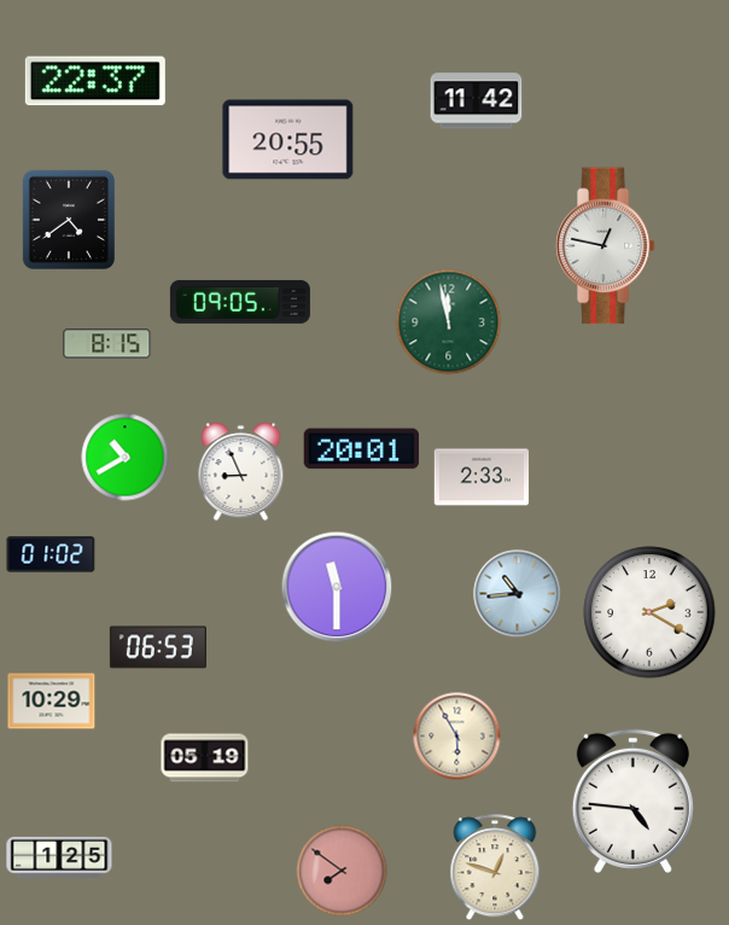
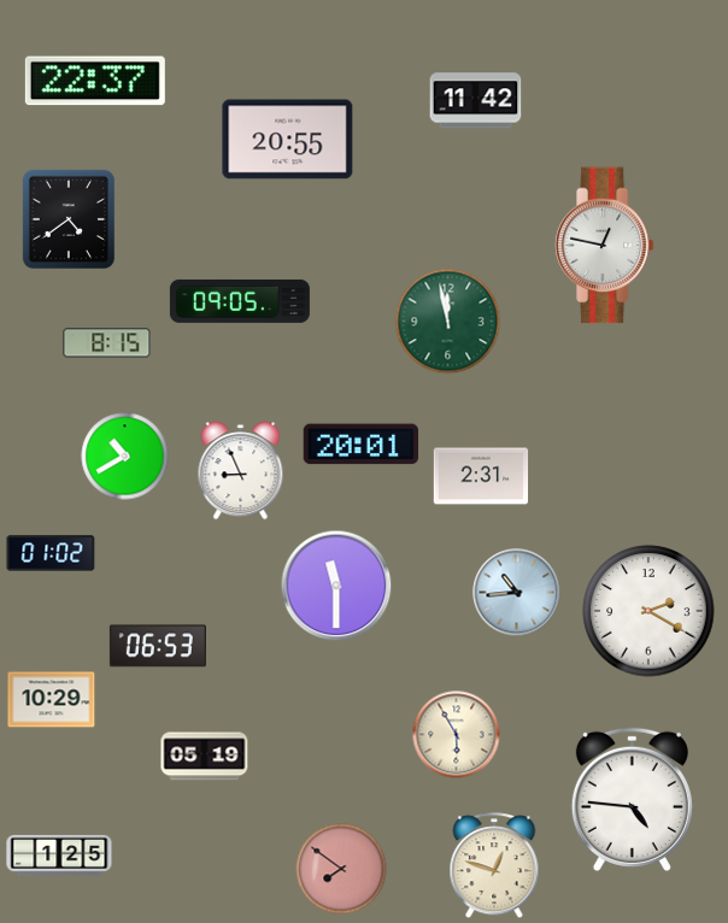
clock at (362, 449) position: (362, 449) -> (362, 445)
clock at (482, 477): 2:33 -> 2:31
